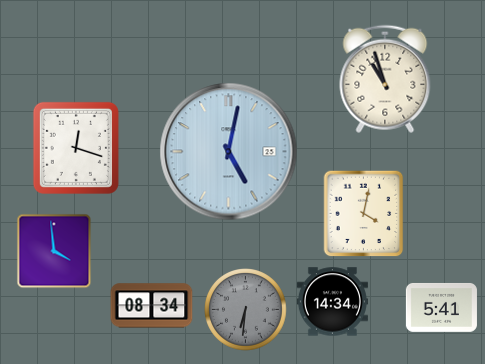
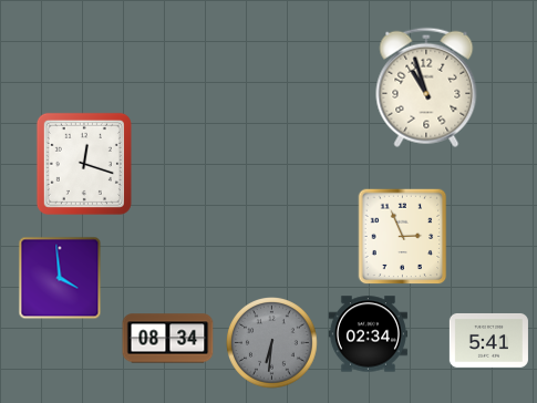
clock at (229, 152): 5:02 -> none
clock at (364, 214): 4:02 -> 2:56
clock at (332, 302): 14:34 -> 02:34
